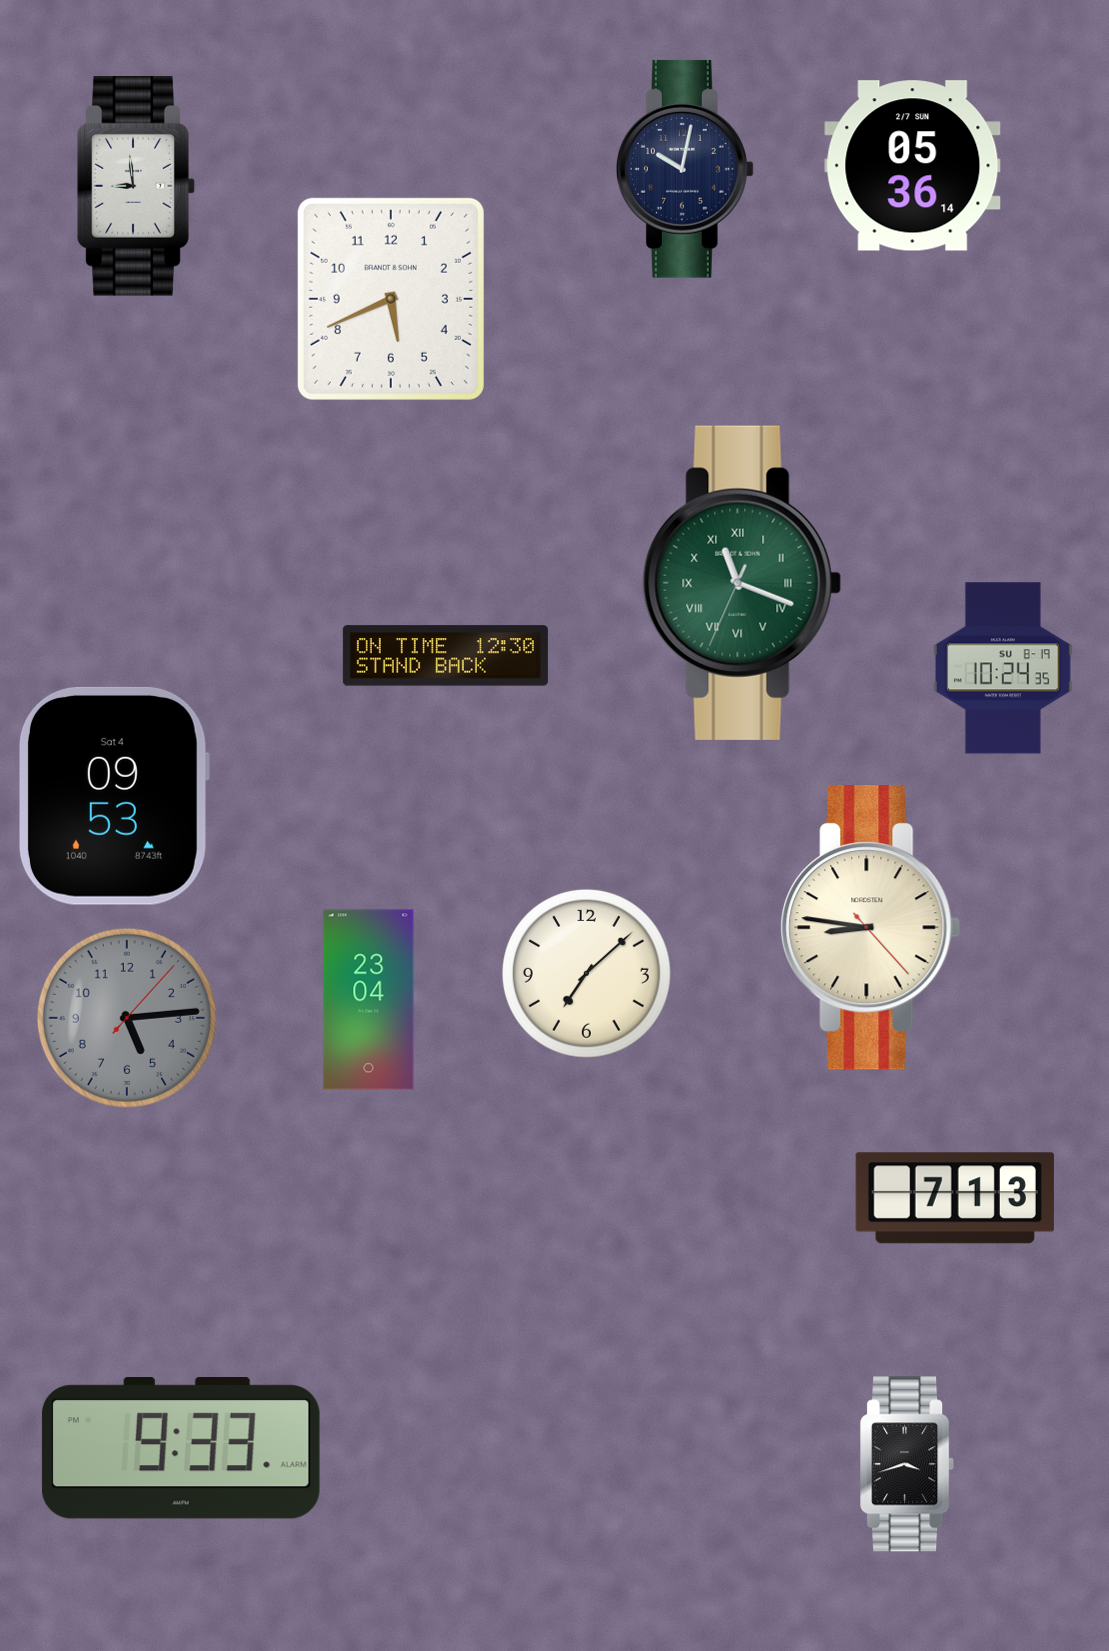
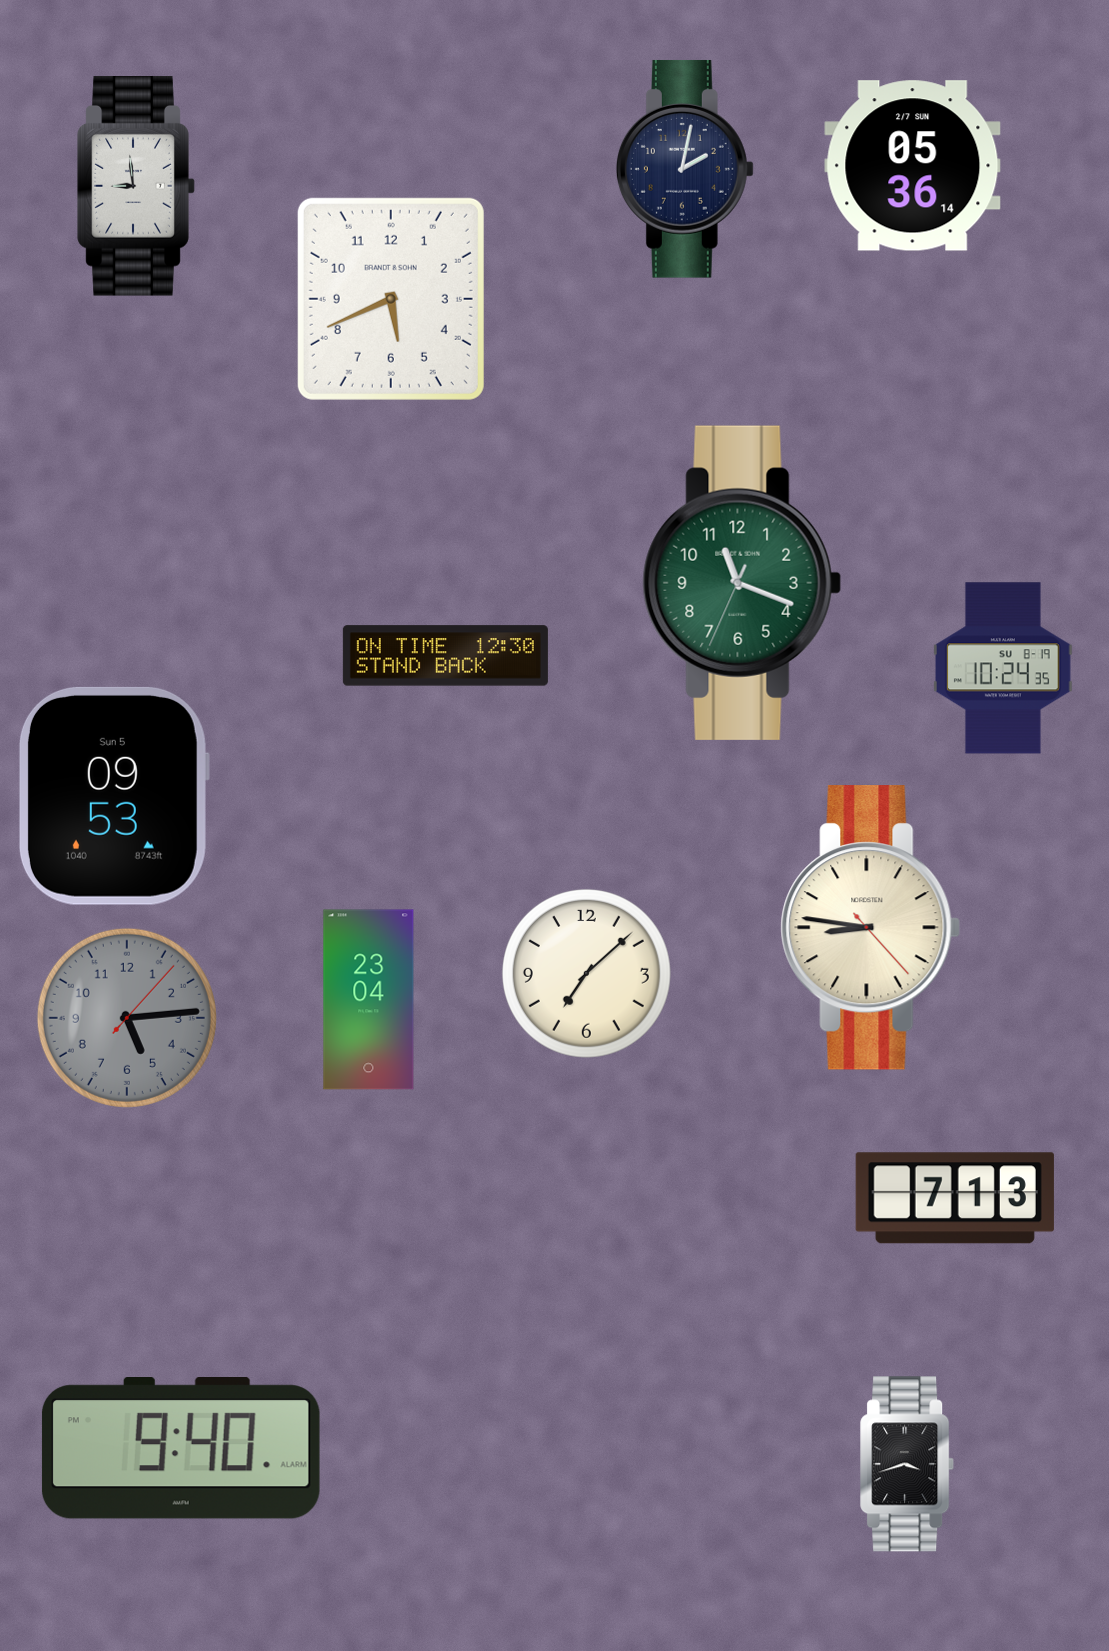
clock at (685, 169): 10:02 -> 2:02
clock at (742, 583) numerals: Roman -> Arabic
clock at (113, 796) date: Sat 4 -> Sun 5
clock at (181, 1449): 9:33 -> 9:40
